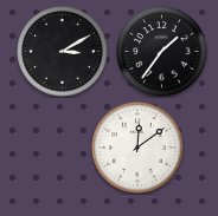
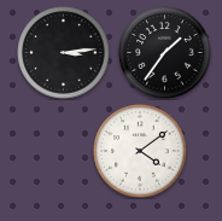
clock at (63, 52): 3:10 -> 3:14
clock at (137, 148): 12:09 -> 4:09
